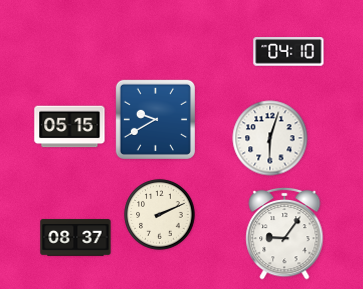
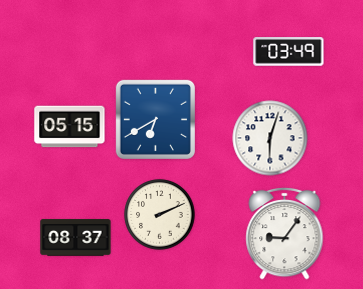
clock at (289, 52): 04:10 -> 03:49
clock at (155, 119): 9:40 -> 6:40
